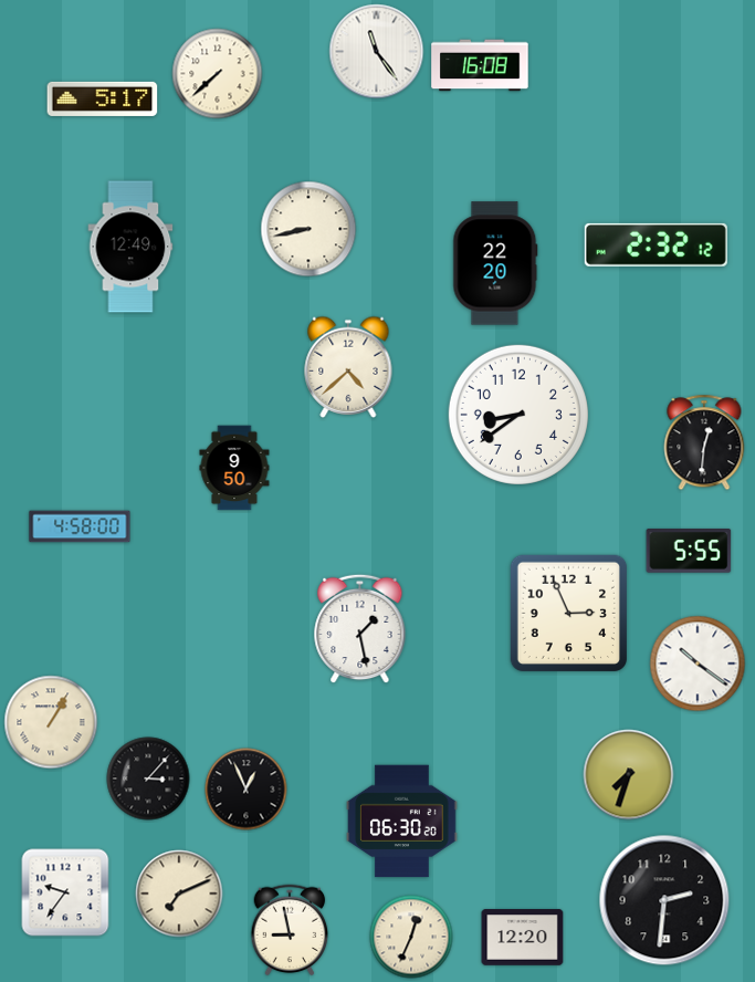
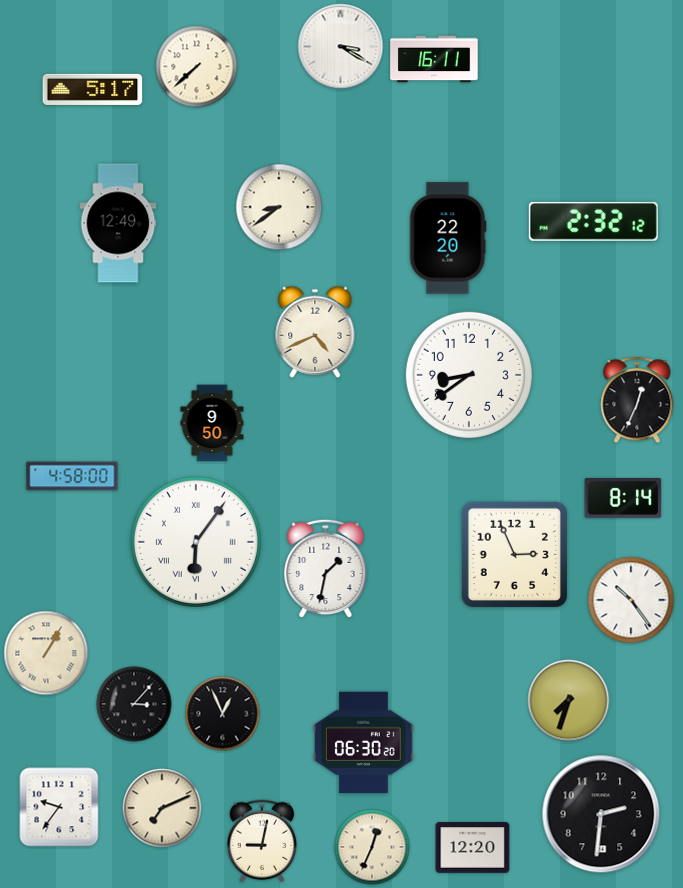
clock at (377, 52): 11:24 -> 3:20
clock at (480, 65): 16:08 -> 16:11
clock at (308, 229): 8:43 -> 8:39
clock at (348, 367): 4:38 -> 4:41
clock at (704, 442): 12:31 -> 12:34
clock at (689, 552): 5:55 -> 8:14
clock at (196, 542): none -> 6:06
clock at (360, 629): 1:28 -> 1:32
clock at (698, 664): 10:21 -> 10:24
clock at (290, 930): 8:58 -> 9:02
